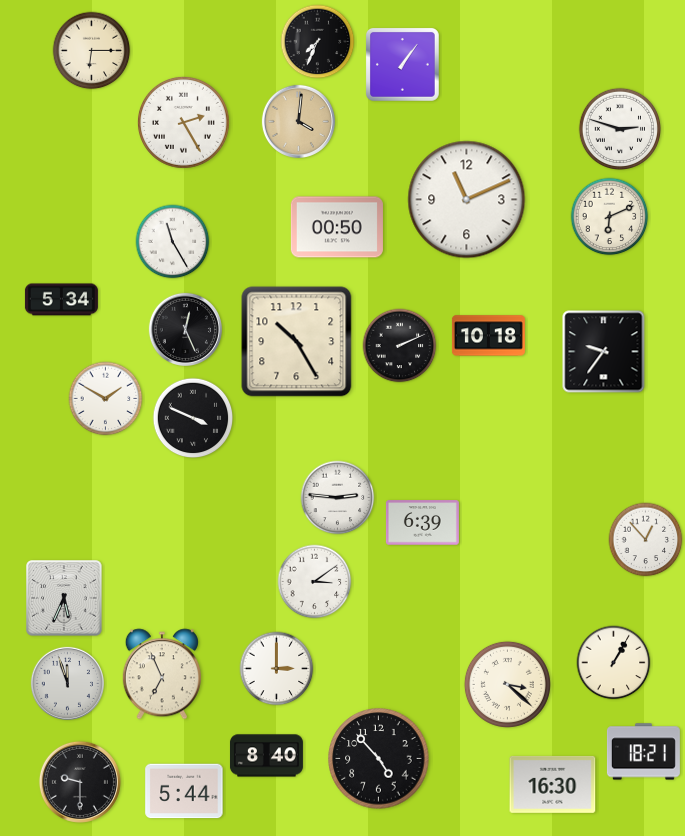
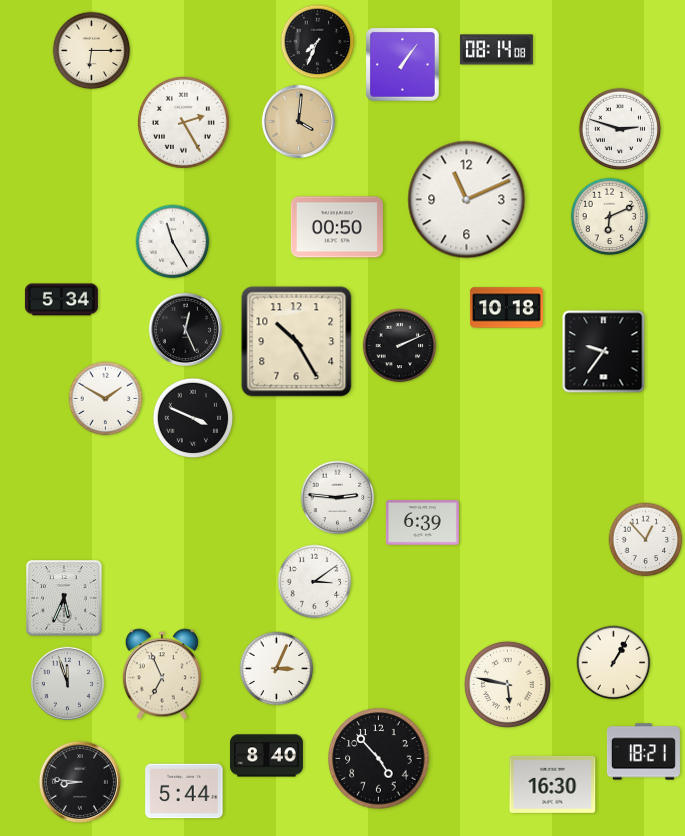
clock at (496, 50): none -> 08:14
clock at (488, 336) position: (488, 336) -> (506, 308)
clock at (277, 669): 3:00 -> 3:04
clock at (507, 684): 3:22 -> 5:47
clock at (80, 782): 9:30 -> 8:46
